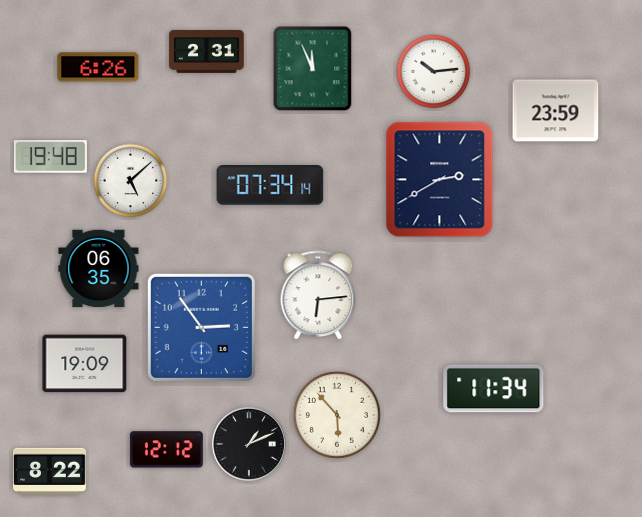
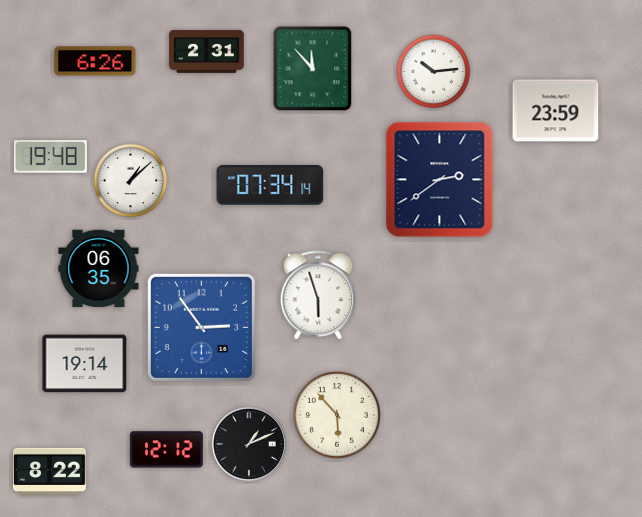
clock at (98, 67) position: (98, 67) -> (95, 61)
clock at (313, 69): 11:56 -> 11:53
clock at (440, 180): 2:40 -> 2:39
clock at (131, 181): 5:08 -> 1:08
clock at (318, 295): 6:14 -> 5:57
clock at (85, 364): 19:09 -> 19:14
clock at (494, 389): 11:34 -> none
